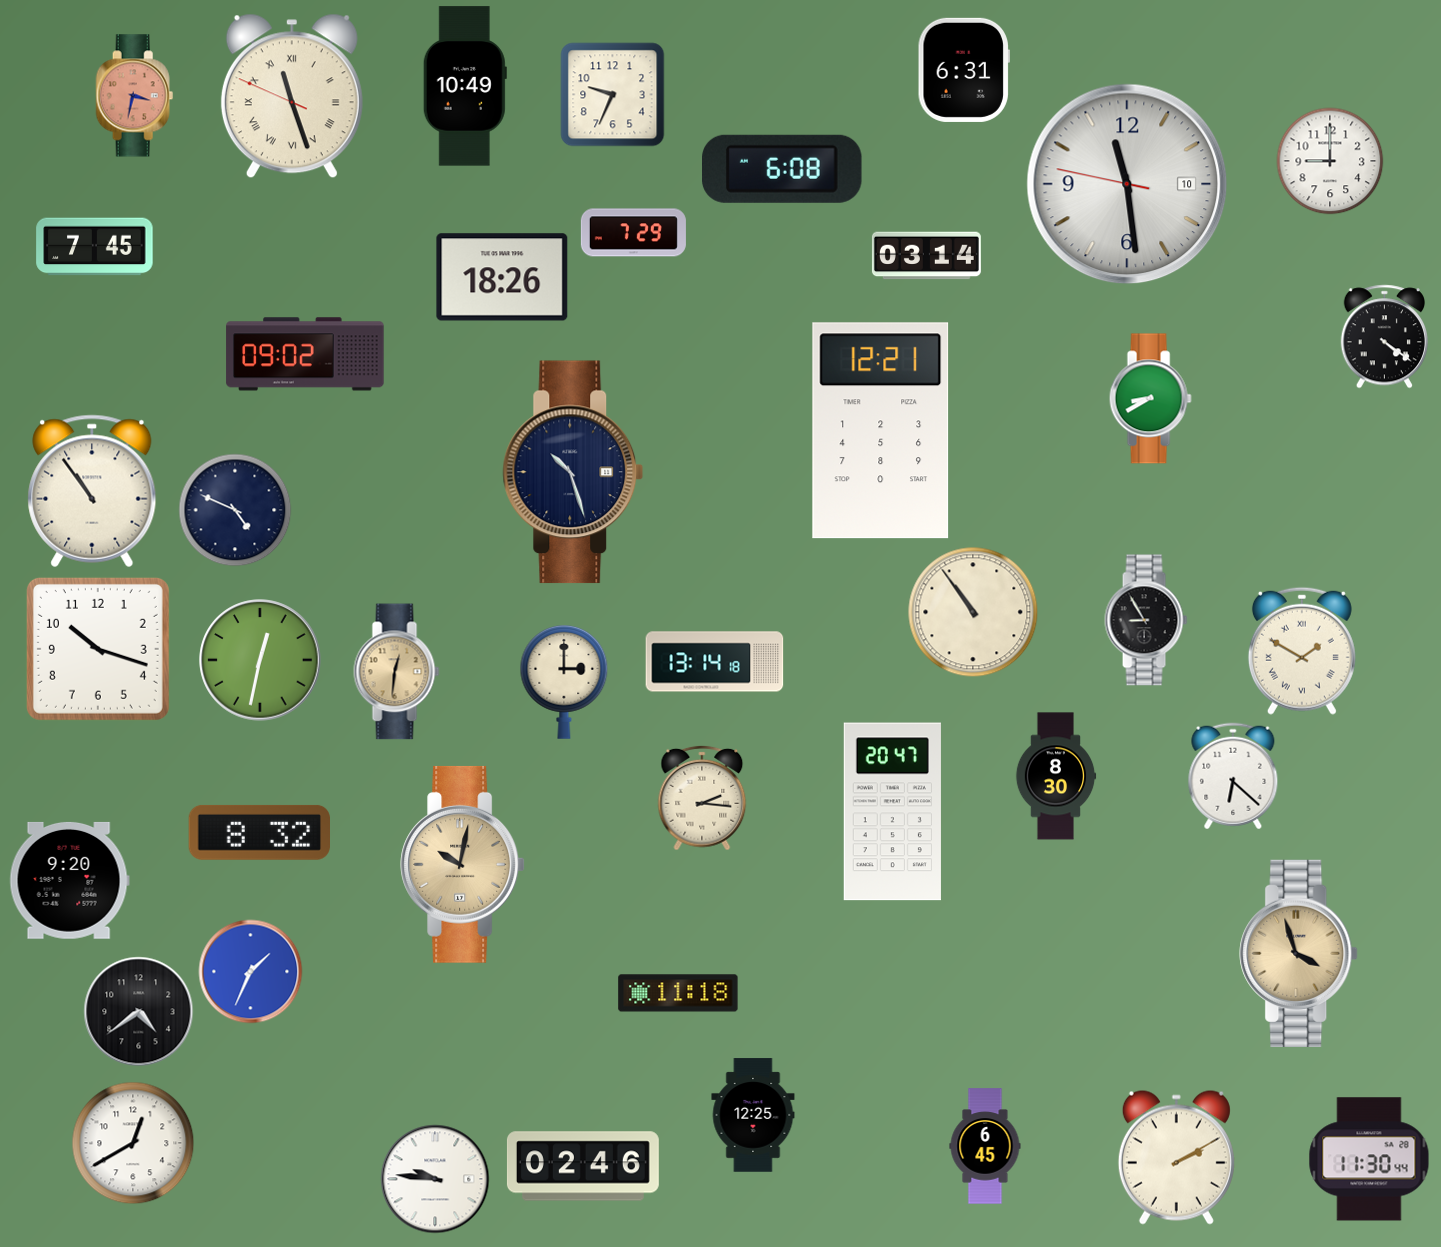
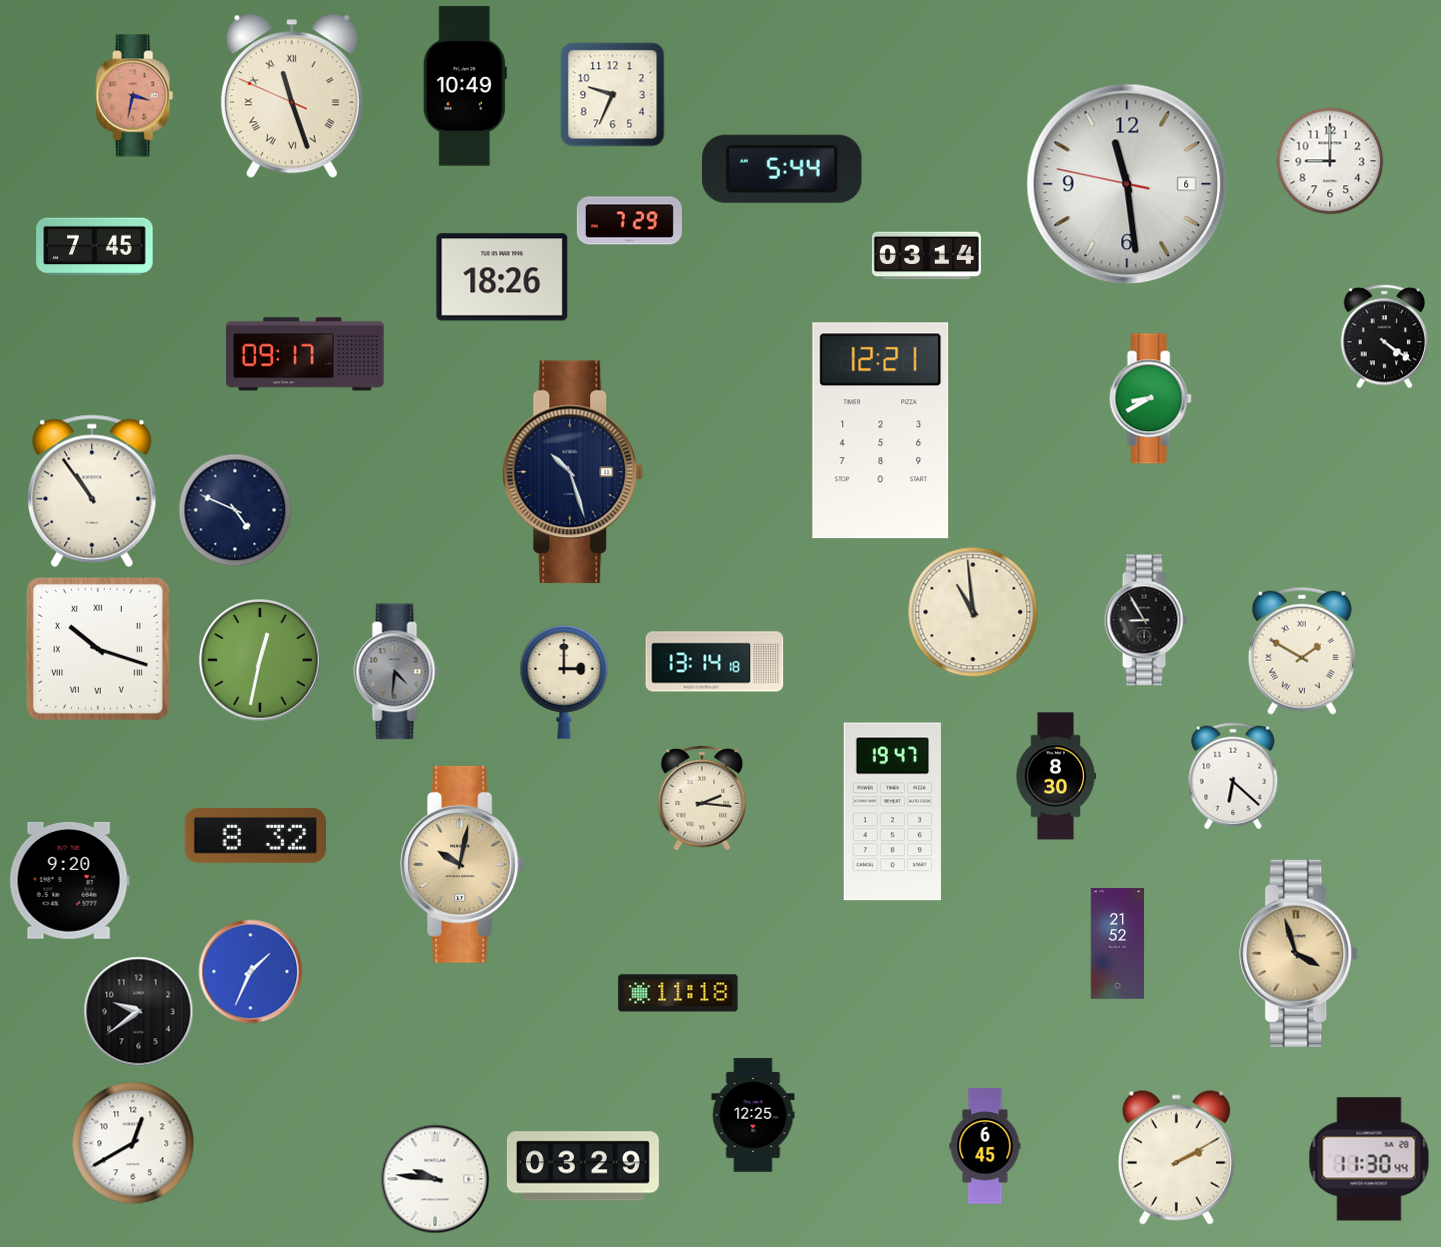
clock at (964, 70): 6:31 -> none
clock at (783, 169): 6:08 -> 5:44
clock at (1127, 184) date: 10 -> 6
clock at (633, 233) position: (633, 233) -> (629, 221)
clock at (305, 354): 09:02 -> 09:17
clock at (973, 612): 10:54 -> 10:59
clock at (98, 649) numerals: Arabic -> Roman
clock at (397, 672): 12:31 -> 4:31
clock at (397, 672) dial: champagne -> grey
clock at (892, 812): 20:47 -> 19:47
clock at (259, 832) position: (259, 832) -> (255, 835)
clock at (1118, 944): none -> 21:52
clock at (139, 1012): 4:39 -> 9:39
clock at (583, 1166): 02:46 -> 03:29
